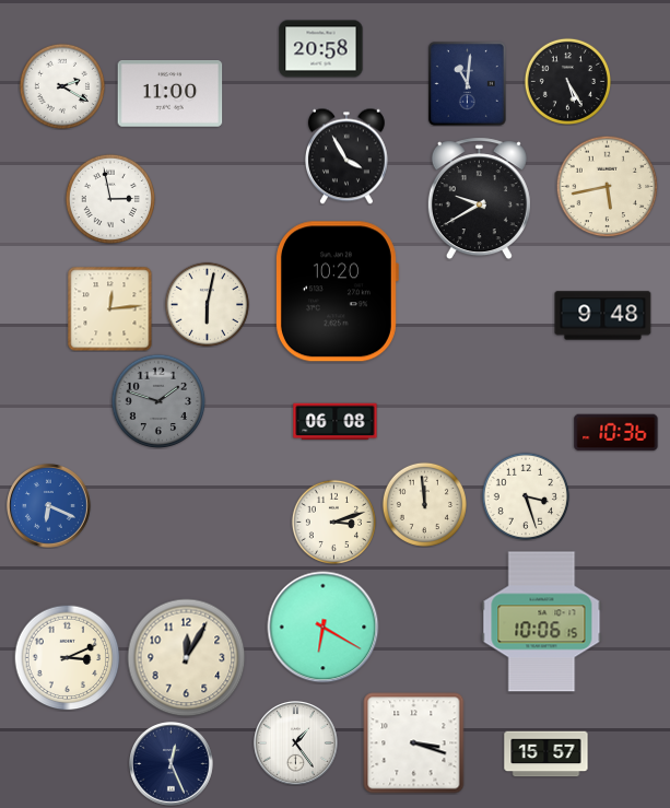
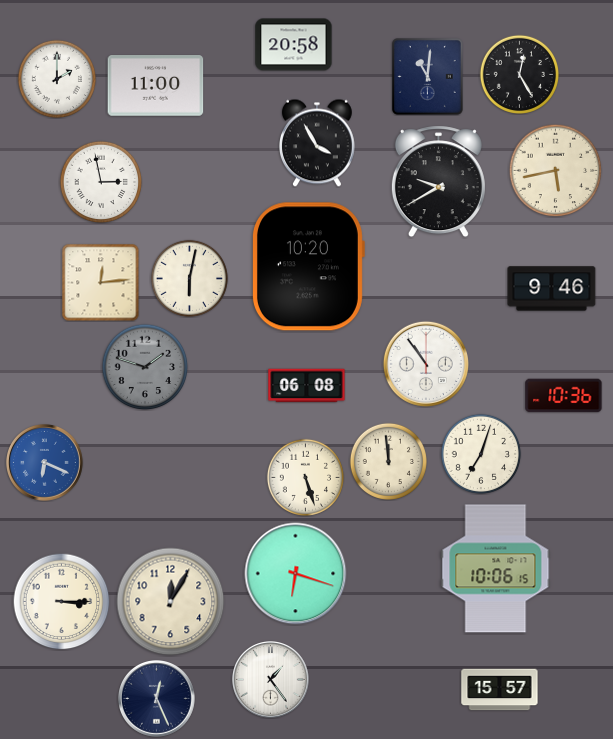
clock at (567, 81): 5:25 -> 12:25
clock at (61, 85): 2:20 -> 2:00
clock at (603, 316): 9:48 -> 9:46
clock at (425, 363): none -> 10:54
clock at (525, 495): 3:27 -> 7:03
clock at (333, 522): 3:12 -> 5:27
clock at (324, 628): 6:20 -> 6:18
clock at (67, 657): 3:11 -> 3:15
clock at (414, 743): 3:18 -> none
